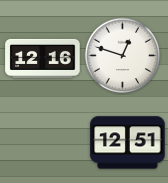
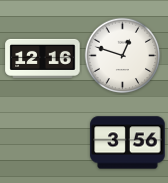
clock at (128, 143): 12:51 -> 3:56
